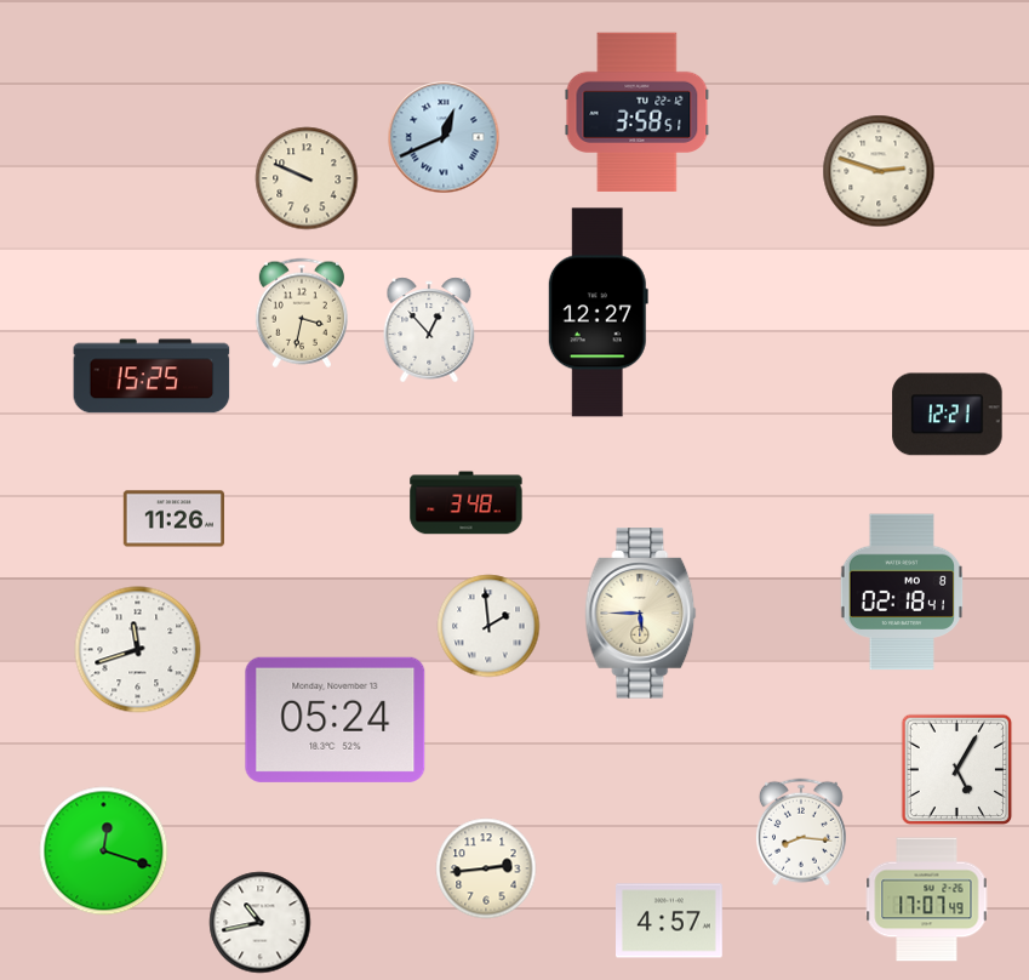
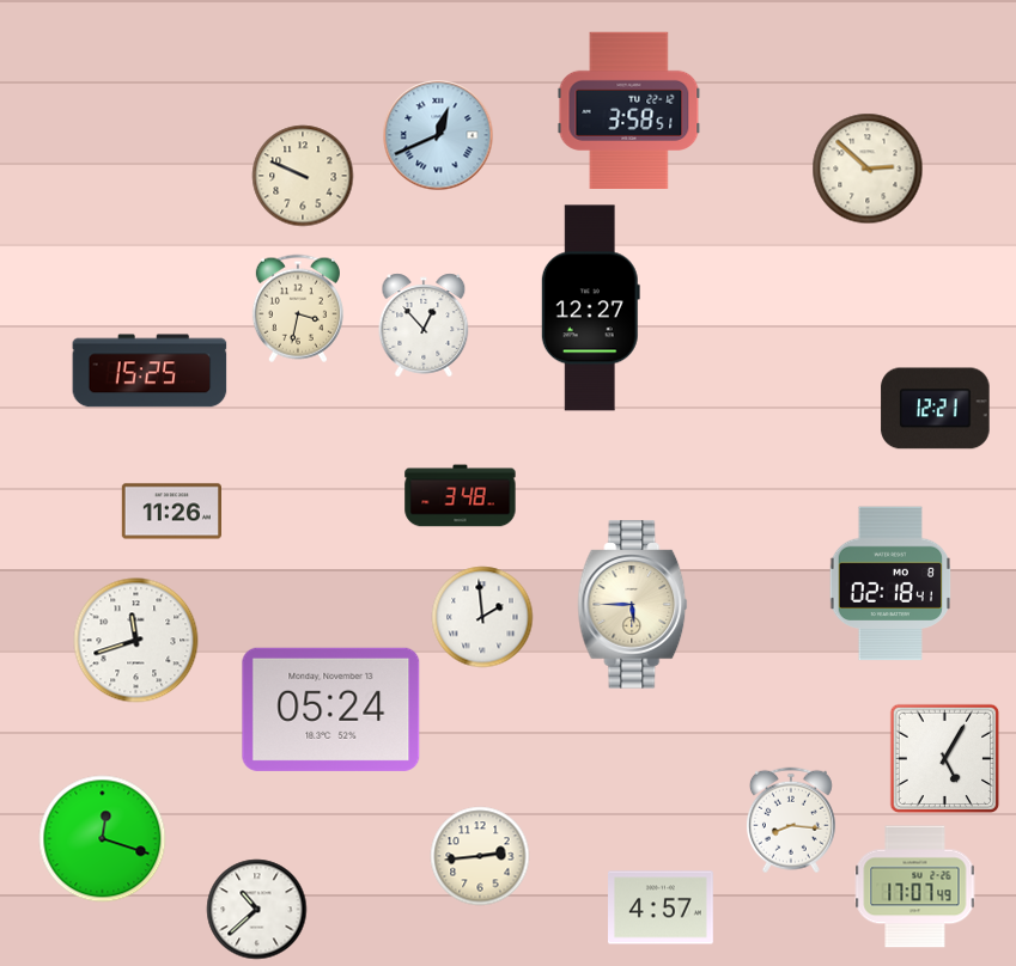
clock at (879, 171): 2:48 -> 2:52
clock at (261, 923): 10:43 -> 10:38
